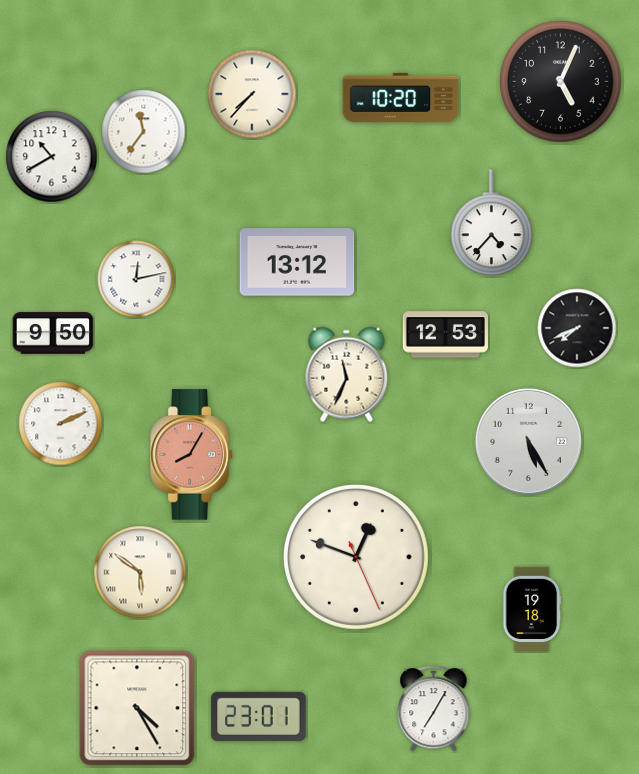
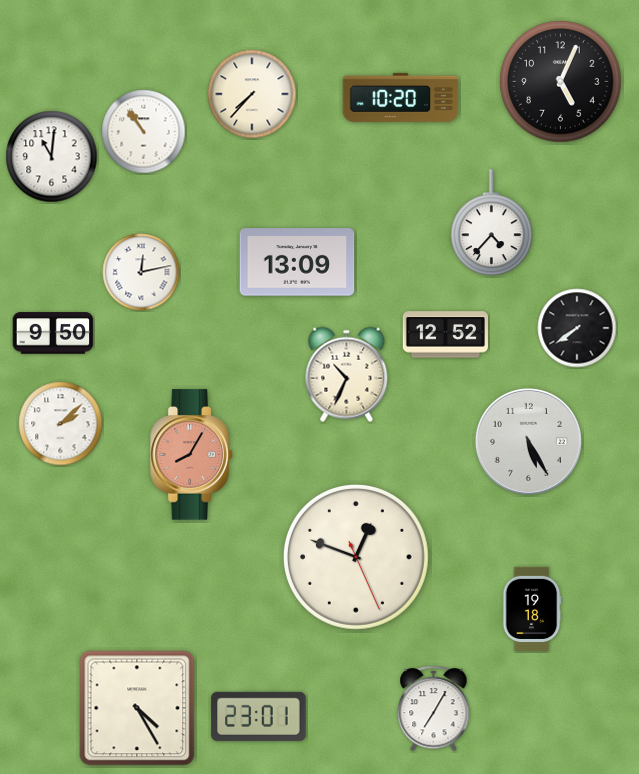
clock at (144, 132): 11:36 -> 10:54
clock at (52, 157): 10:40 -> 11:01
clock at (297, 262): 13:12 -> 13:09
clock at (136, 279) position: (136, 279) -> (141, 272)
clock at (577, 328): 7:41 -> 7:39
clock at (445, 335): 12:53 -> 12:52
clock at (347, 375): 11:34 -> 10:34
clock at (61, 424): 2:11 -> 2:08
clock at (140, 572): 5:51 -> none
